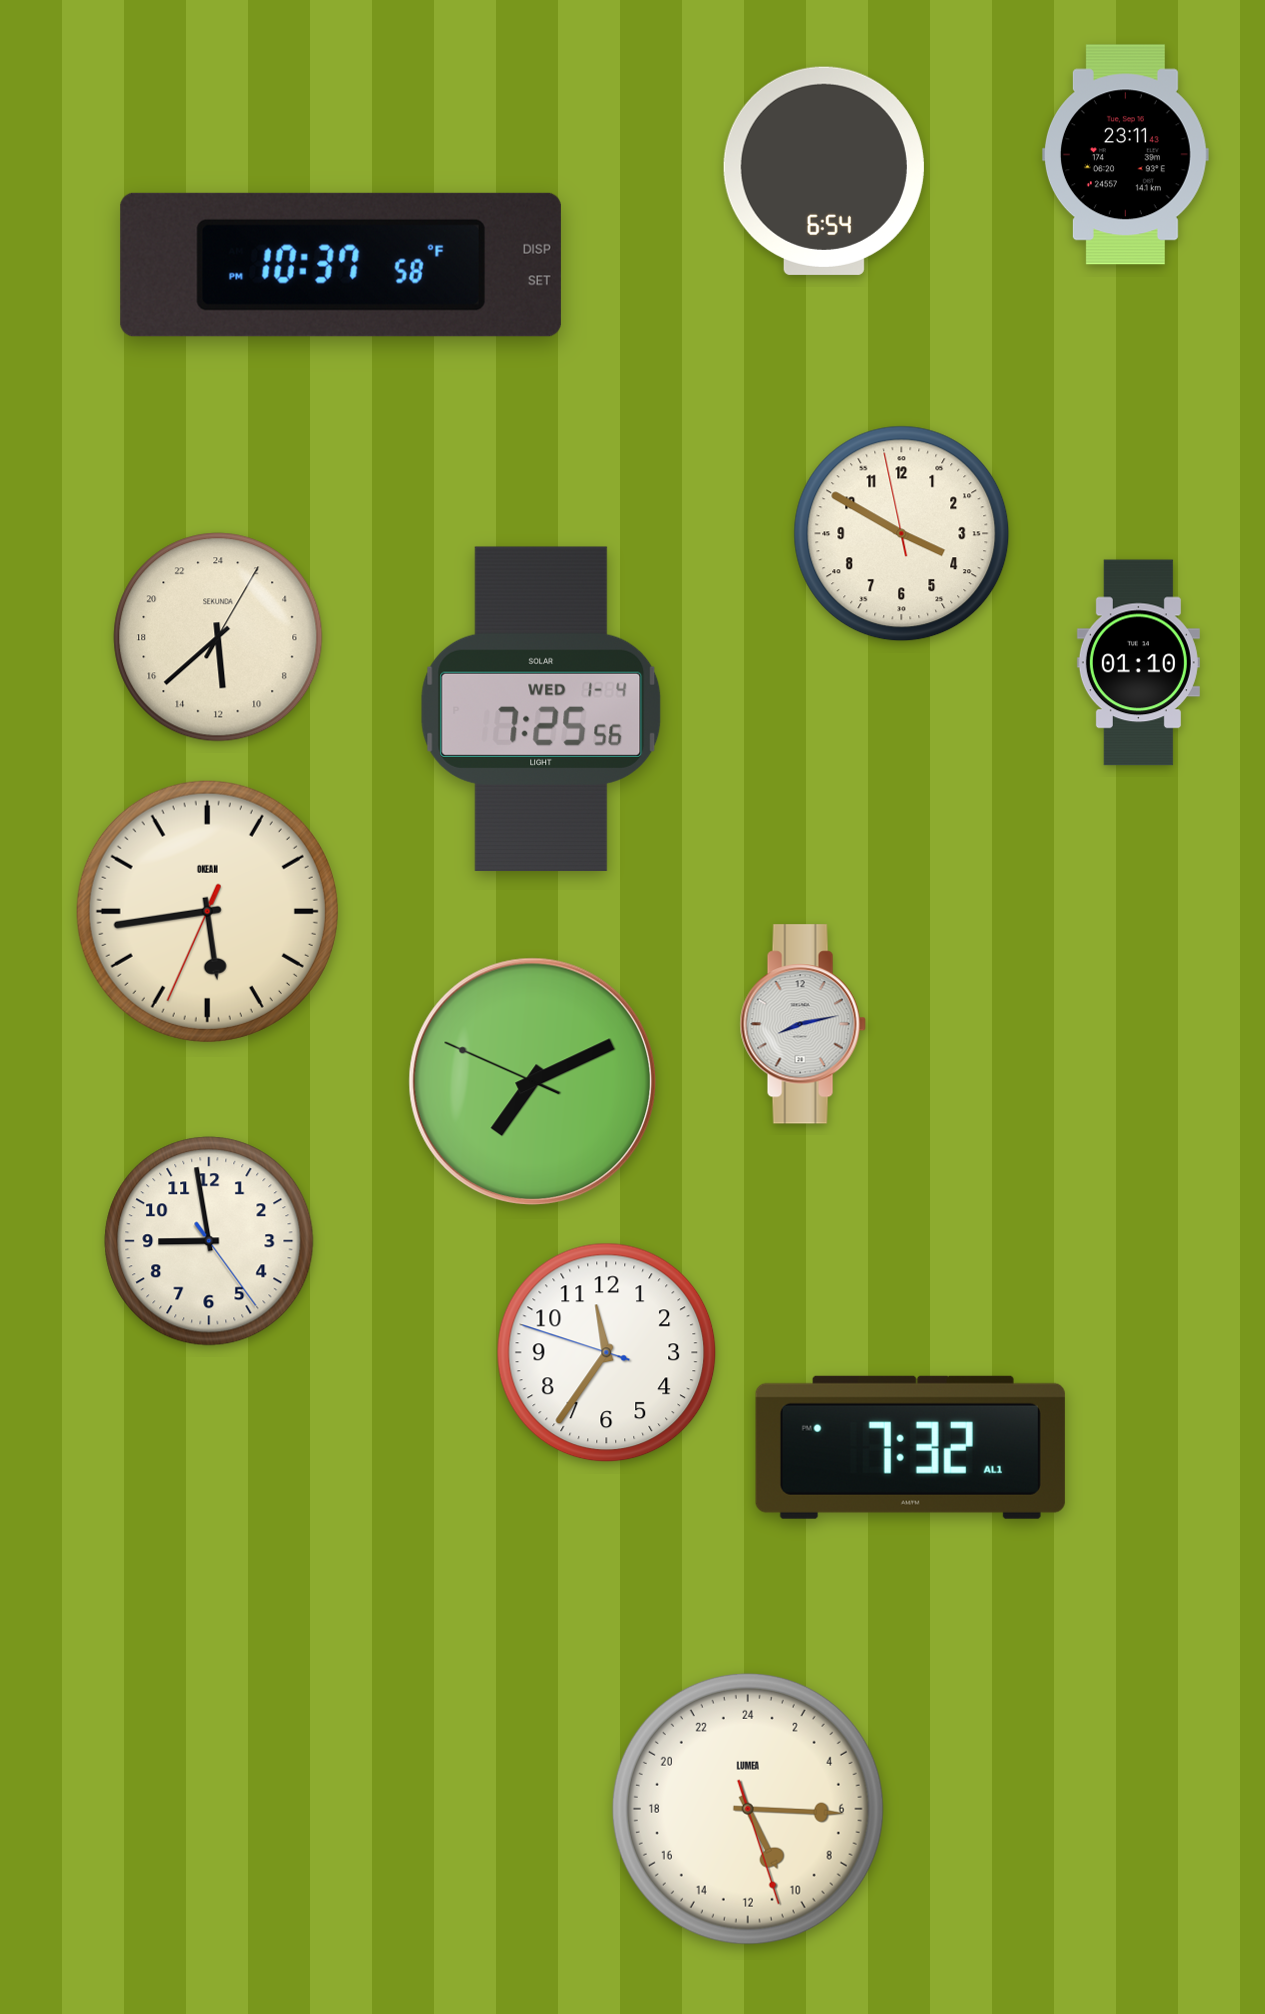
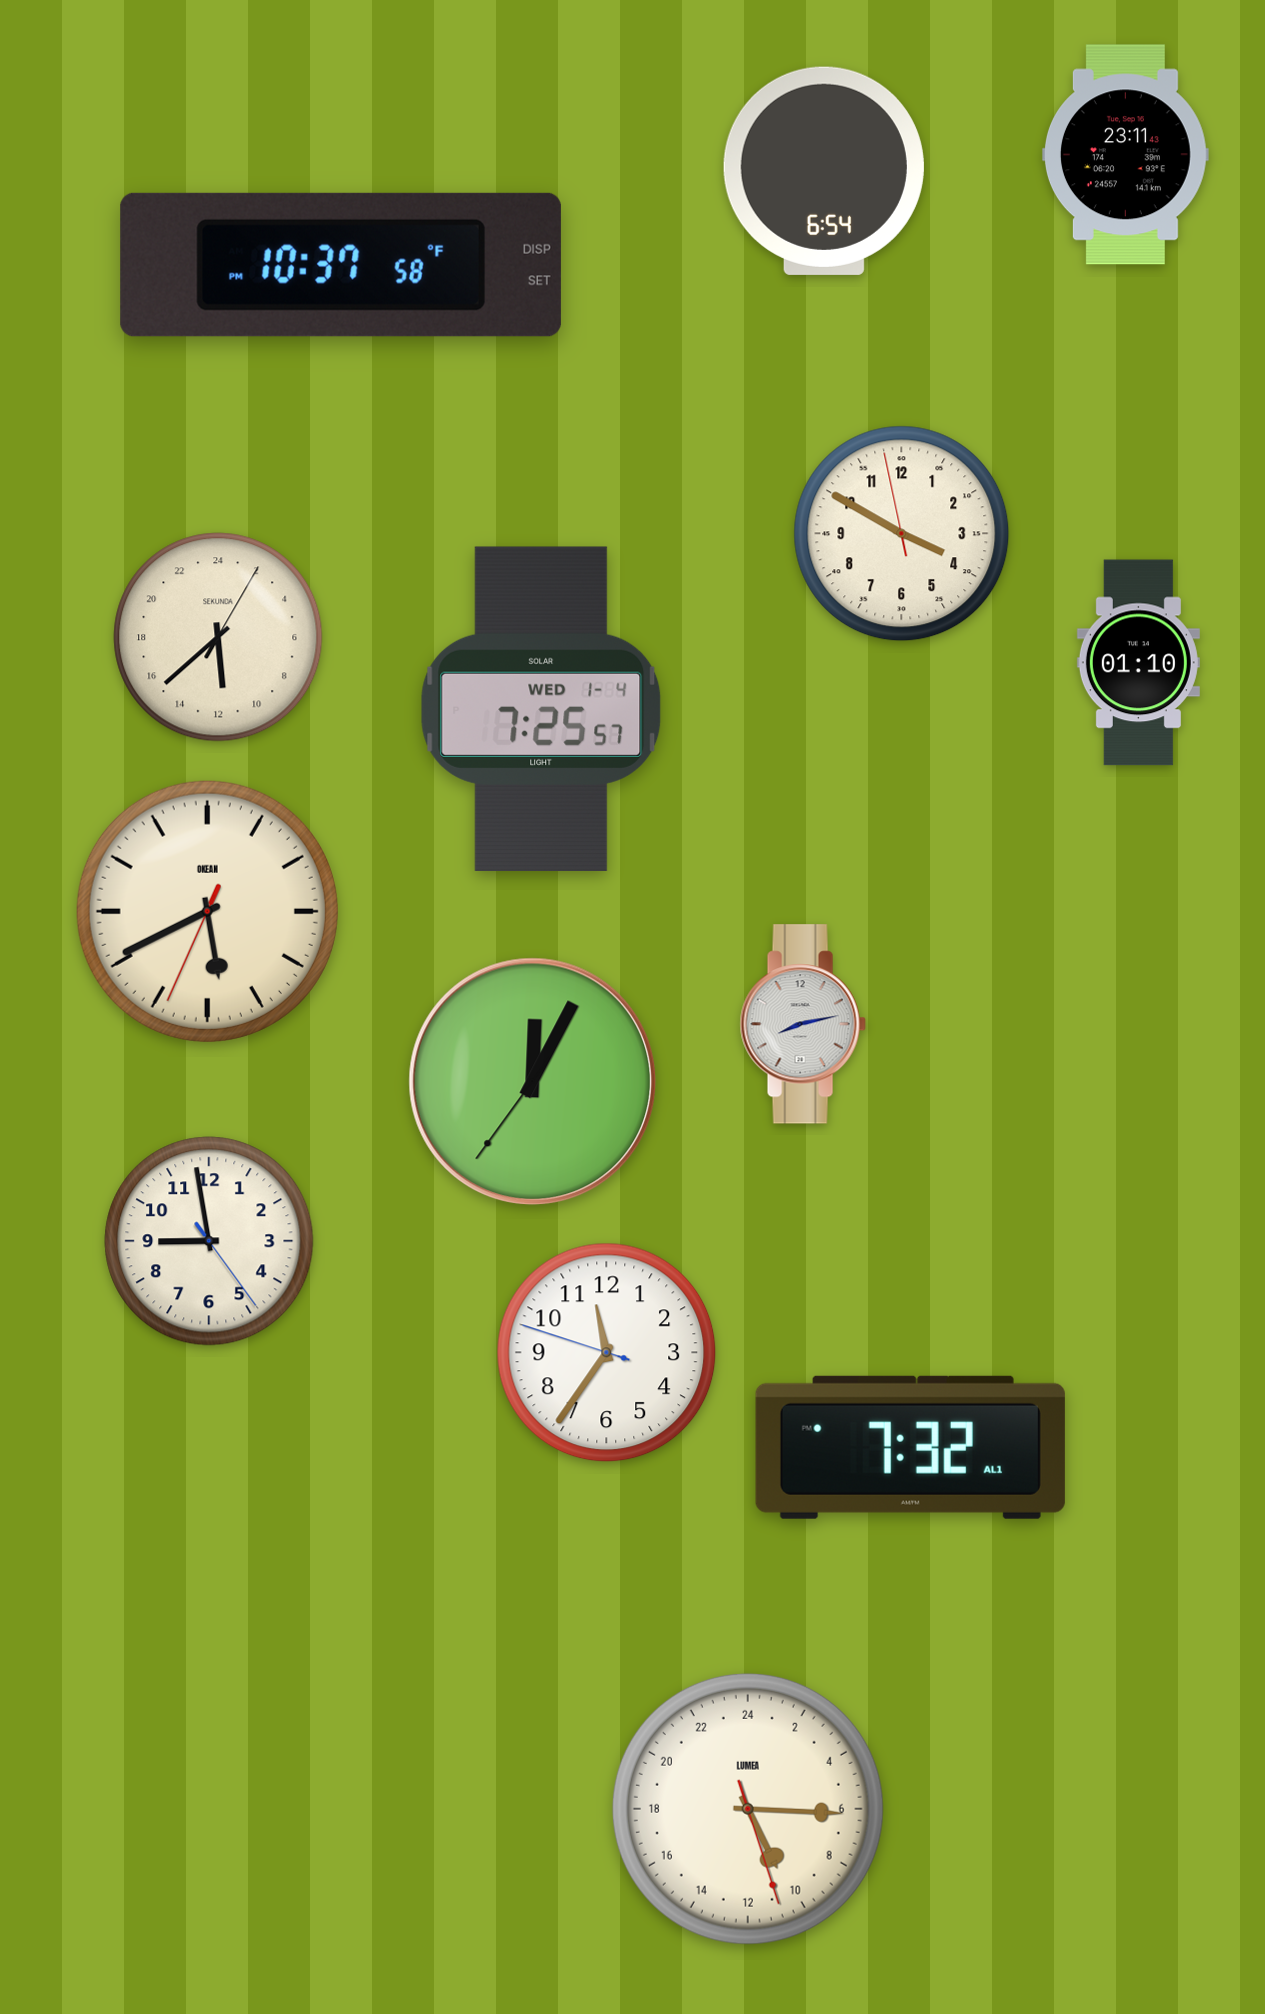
clock at (541, 709): 7:25:56 -> 7:25:57
clock at (207, 911): 5:43 -> 5:40
clock at (533, 1082): 7:10 -> 12:04
